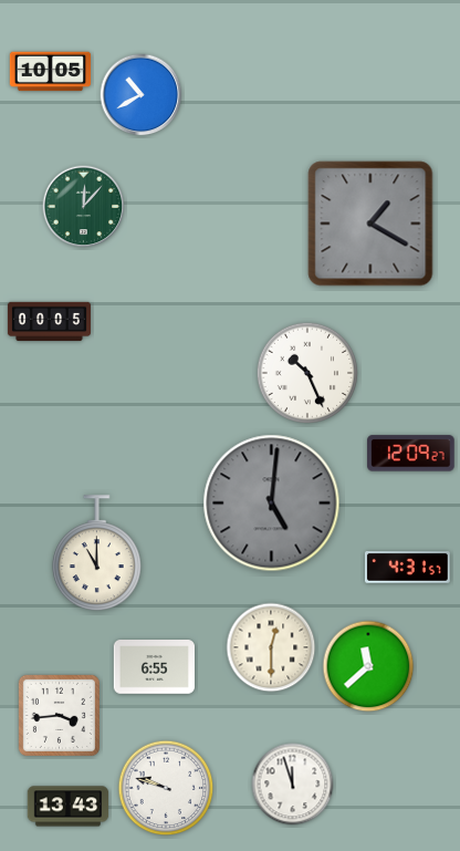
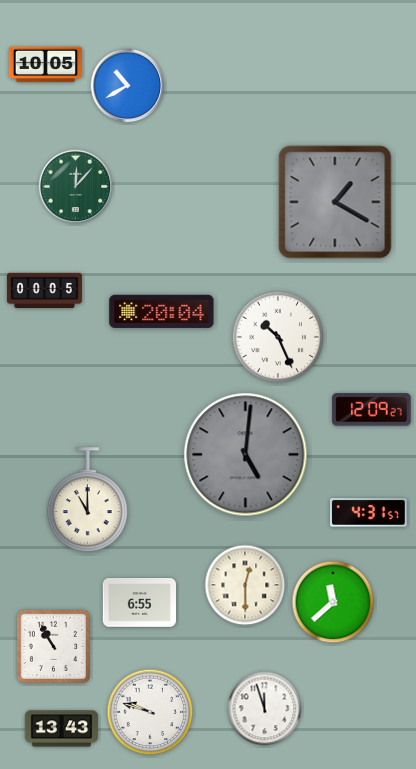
clock at (162, 311): none -> 20:04
clock at (59, 715): 3:44 -> 10:55
